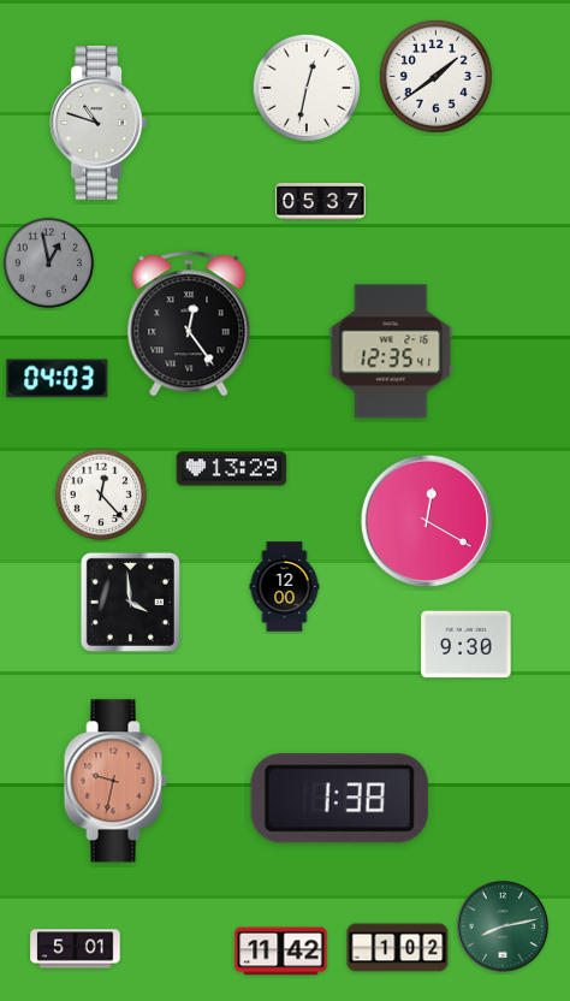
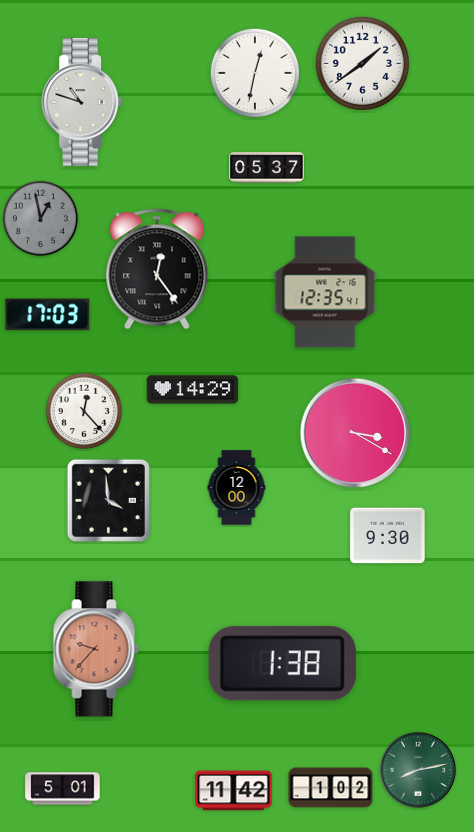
clock at (58, 379): 04:03 -> 17:03
clock at (232, 469): 13:29 -> 14:29
clock at (427, 521): 12:20 -> 3:20
clock at (115, 781): 9:32 -> 9:37
